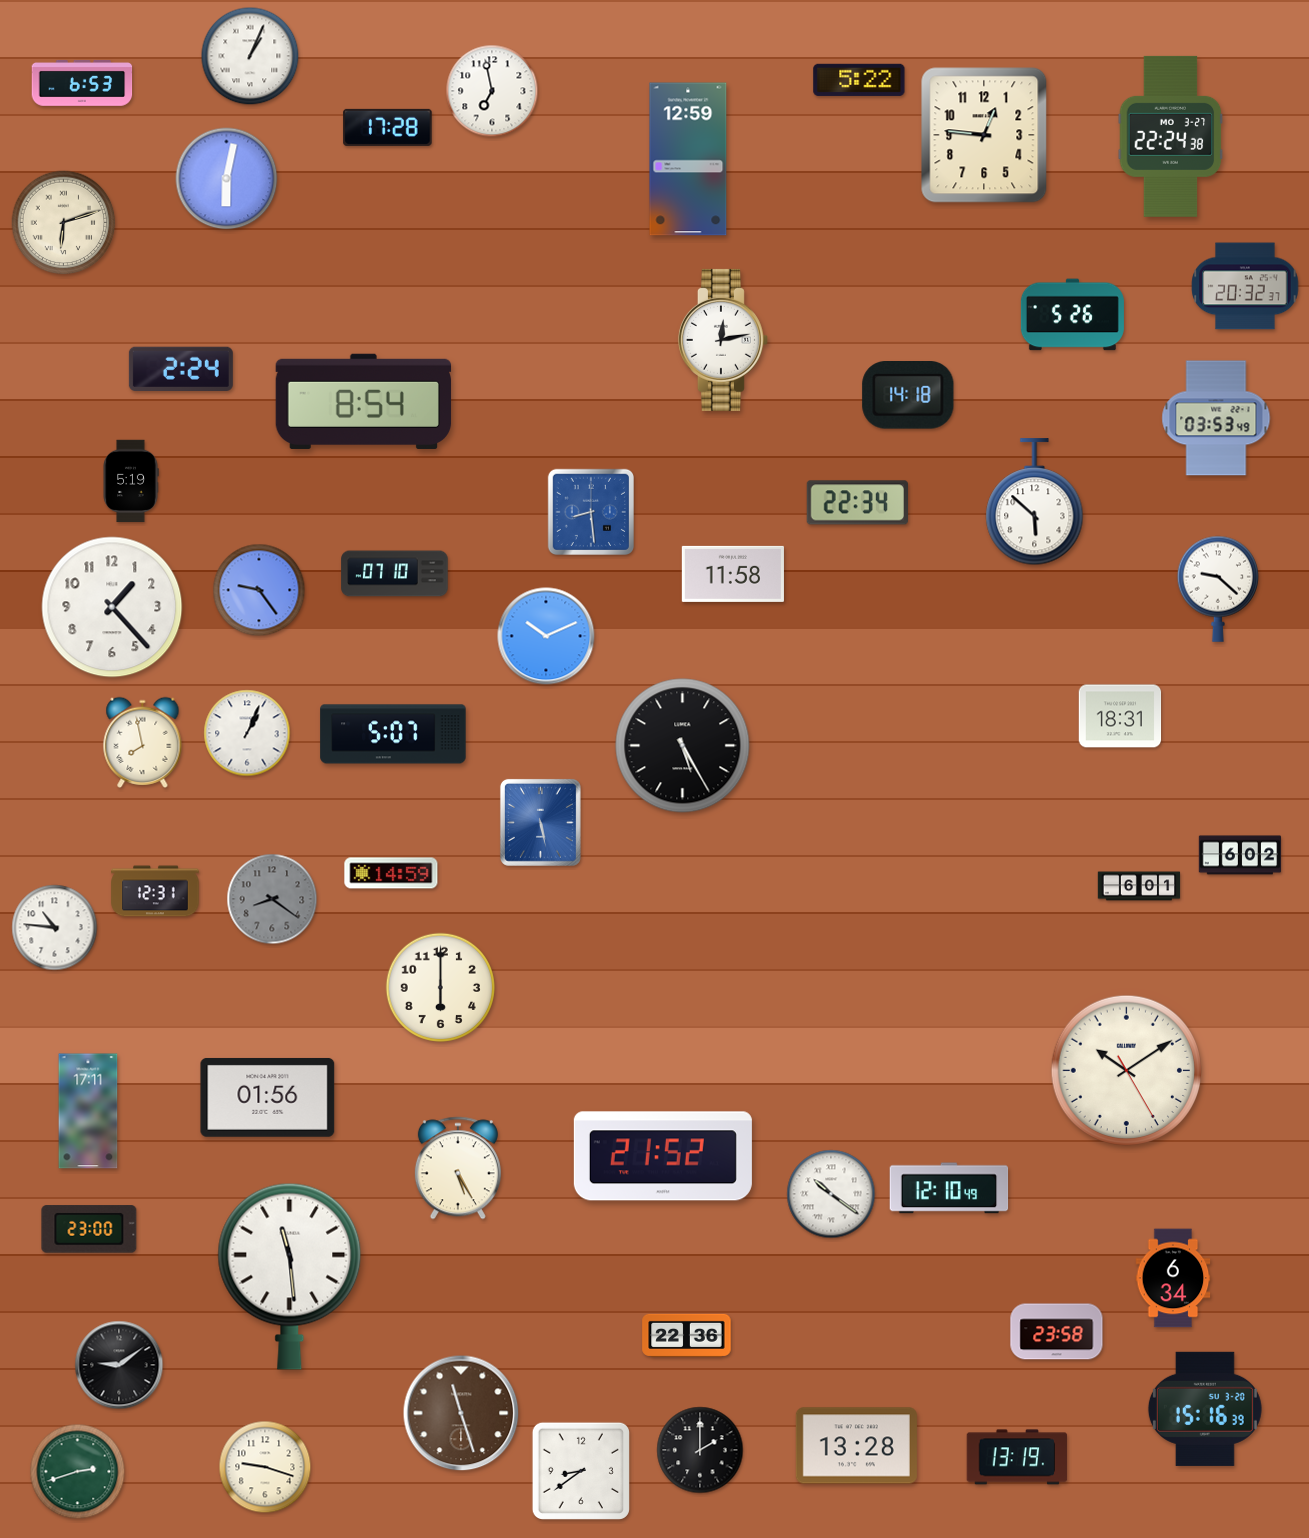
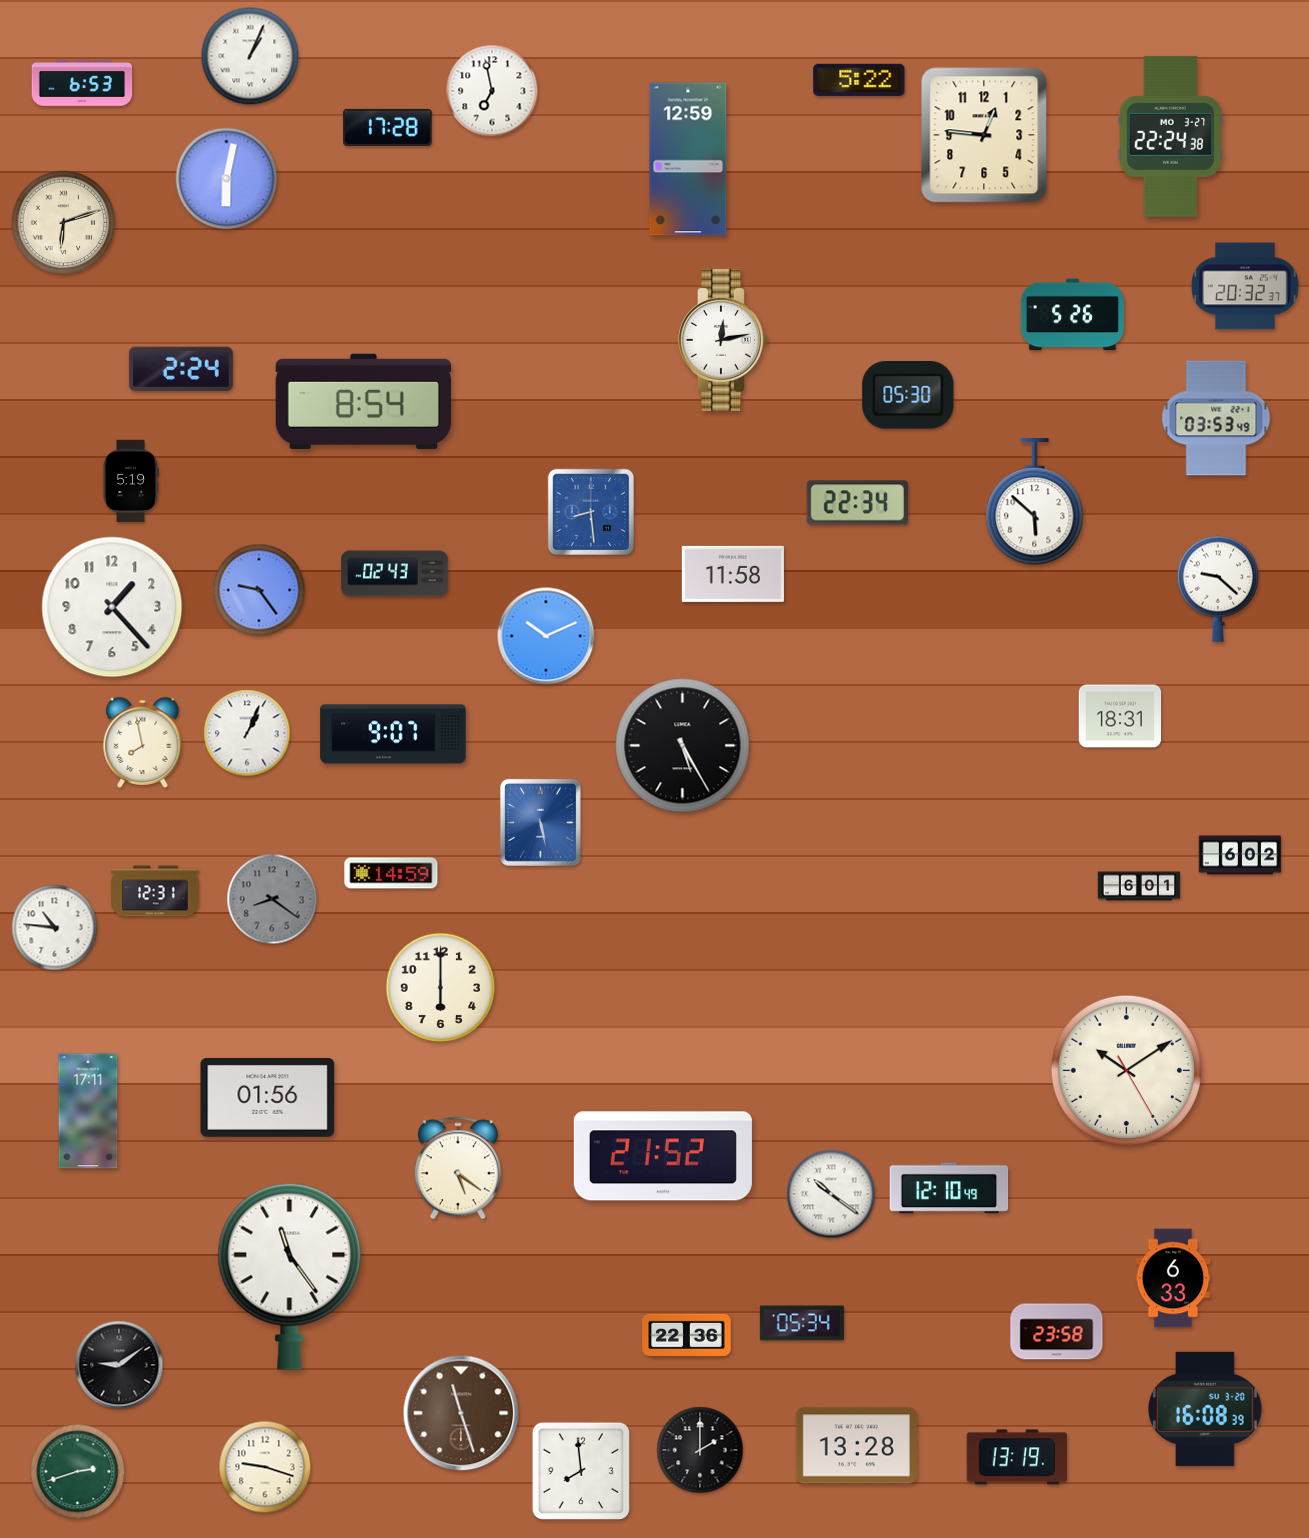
clock at (908, 396): 14:18 -> 05:30
clock at (395, 574): 07:10 -> 02:43
clock at (393, 734): 5:07 -> 9:07
clock at (458, 1168): 5:25 -> 5:21
clock at (89, 1229): 23:00 -> none
clock at (290, 1276): 11:29 -> 11:24
clock at (1173, 1278): 6:34 -> 6:33
clock at (802, 1323): none -> 05:34
clock at (1205, 1409): 15:16 -> 16:08
clock at (581, 1471): 8:39 -> 7:59
